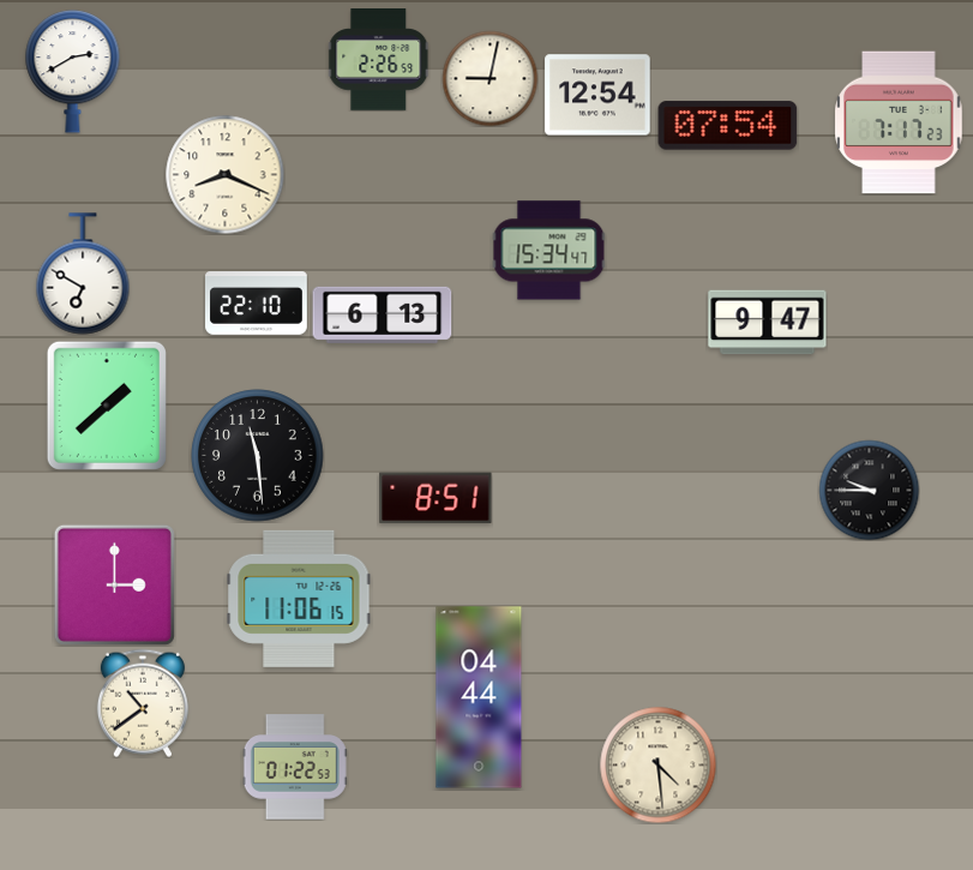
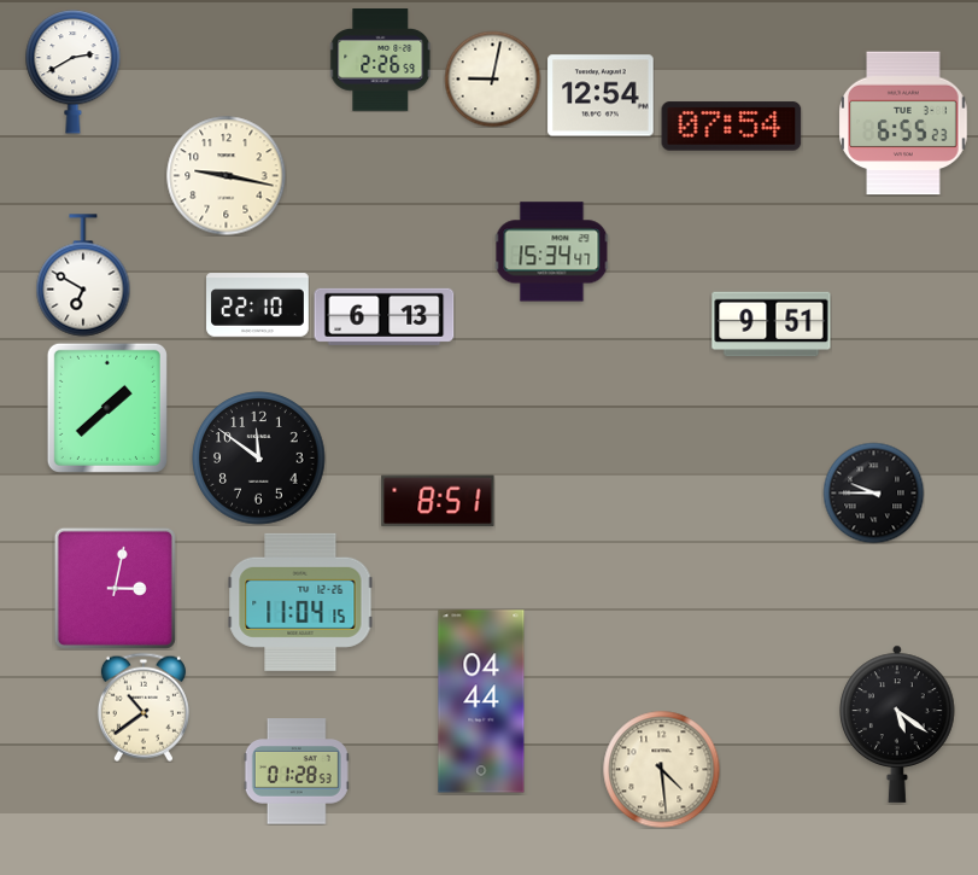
clock at (899, 122): 7:17 -> 6:55
clock at (226, 175): 8:19 -> 9:17
clock at (768, 323): 9:47 -> 9:51
clock at (258, 456): 11:29 -> 11:51
clock at (114, 584): 3:00 -> 3:02
clock at (299, 599): 11:06 -> 11:04
clock at (897, 724): none -> 5:21
clock at (295, 767): 01:22 -> 01:28
